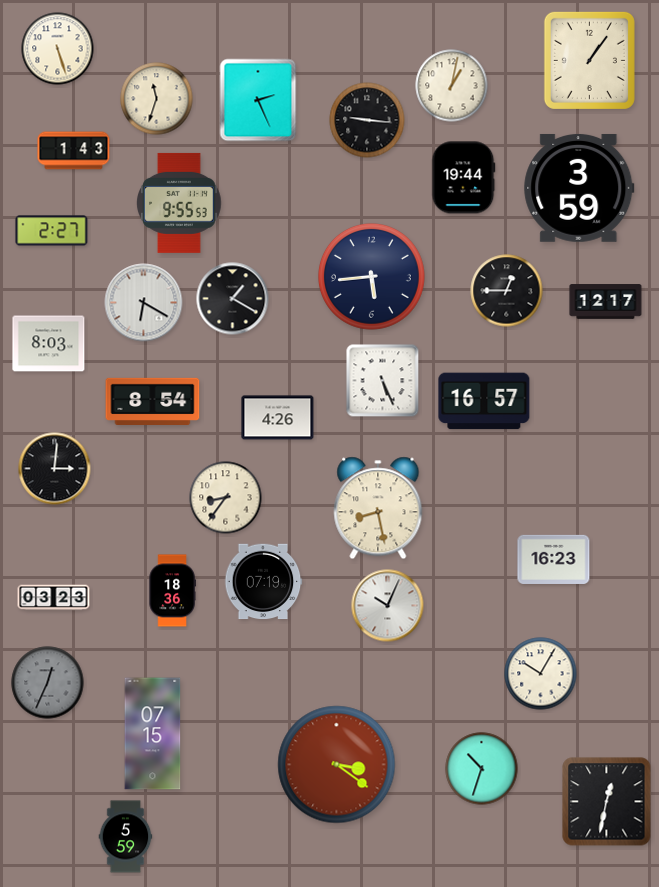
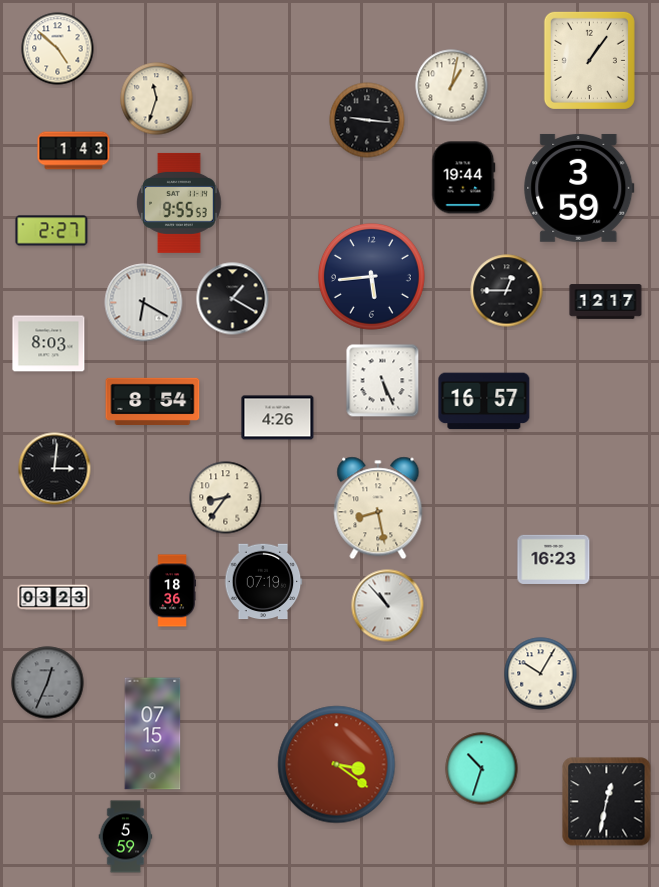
clock at (58, 49): 5:27 -> 4:52
clock at (258, 100): 2:26 -> none
clock at (388, 606): 10:04 -> 10:53
